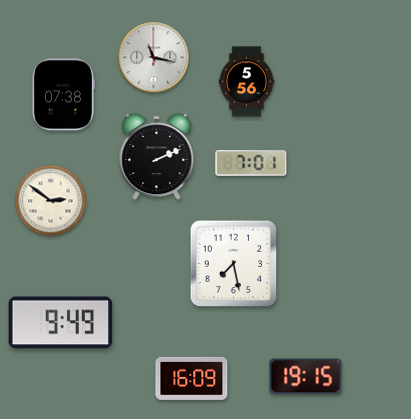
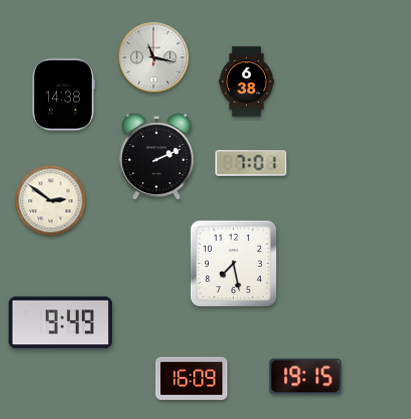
clock at (247, 82): 5:56 -> 6:38
clock at (64, 95): 07:38 -> 14:38
